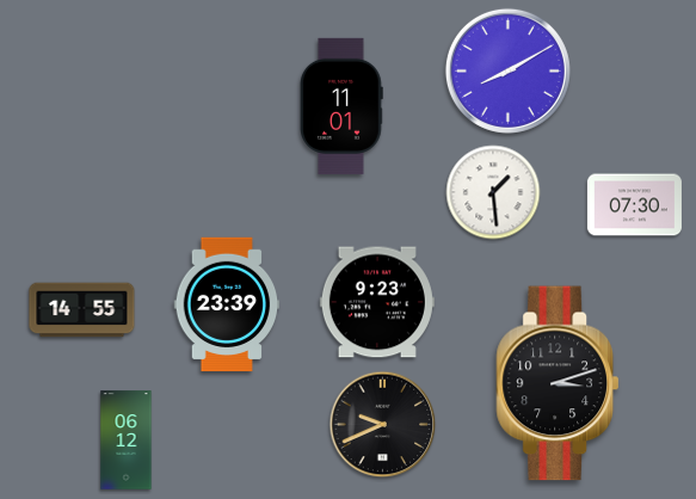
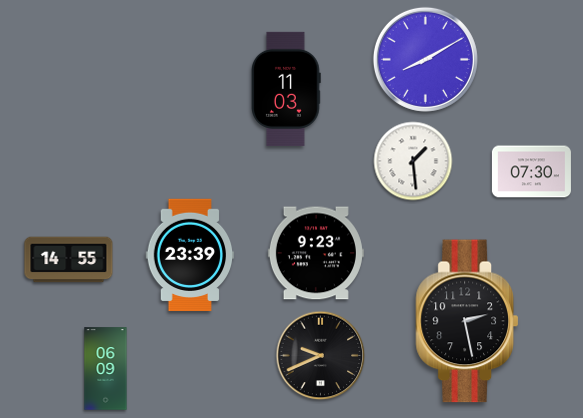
clock at (343, 106): 11:01 -> 11:03
clock at (558, 383): 3:12 -> 2:28
clock at (127, 441): 06:12 -> 06:09
